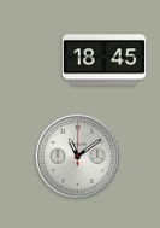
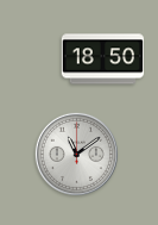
clock at (105, 60): 18:45 -> 18:50
